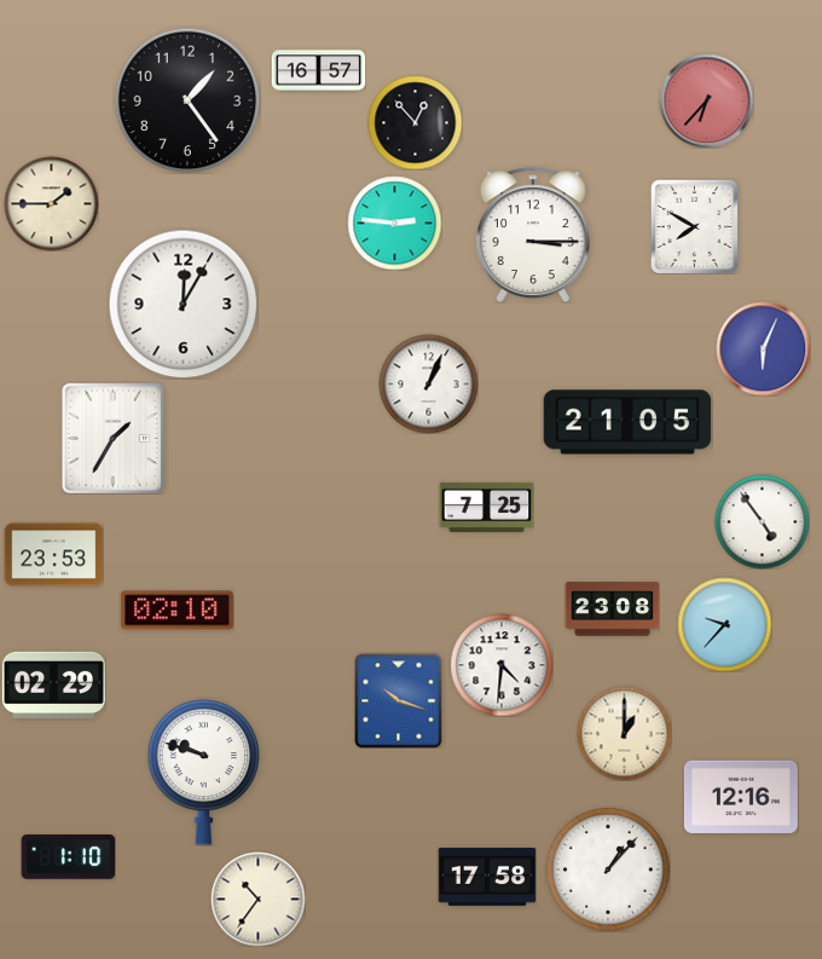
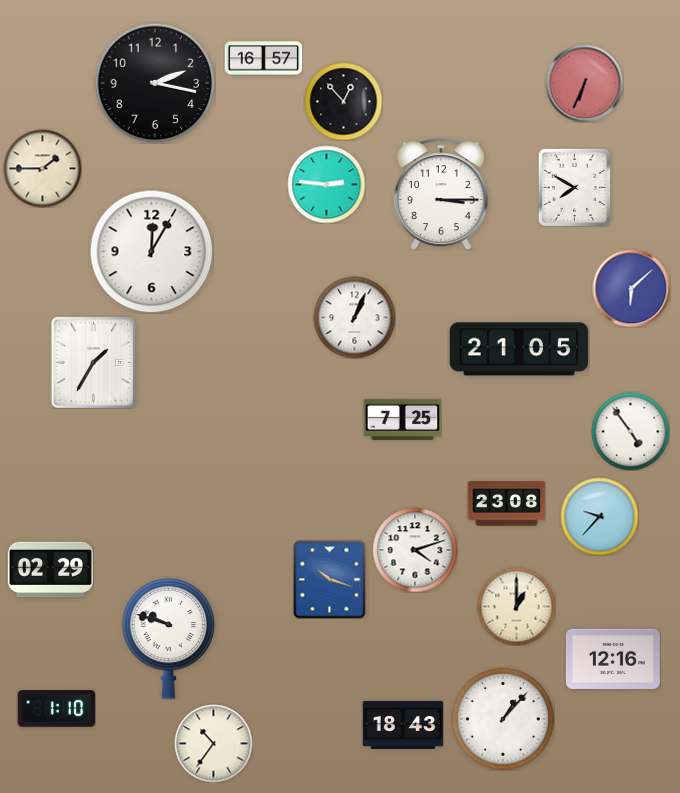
clock at (187, 100): 1:24 -> 2:17
clock at (706, 100): 6:37 -> 6:34
clock at (763, 348): 6:04 -> 6:08
clock at (53, 555): 23:53 -> none
clock at (176, 611): 02:10 -> none
clock at (502, 665): 4:31 -> 4:12
clock at (53, 686) position: (53, 686) -> (50, 570)
clock at (487, 877): 17:58 -> 18:43
